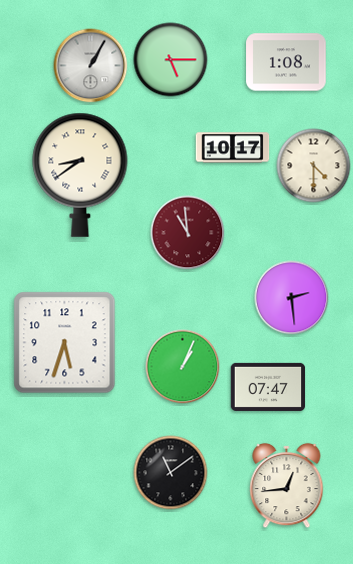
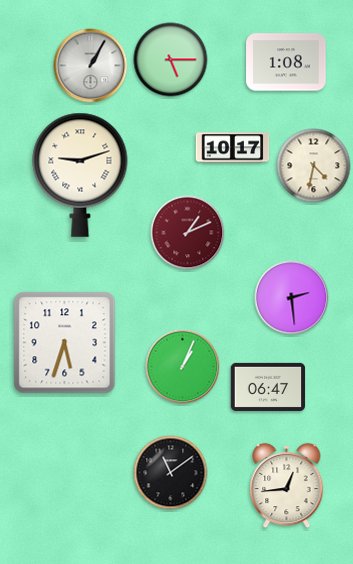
clock at (314, 166): 4:30 -> 4:32
clock at (80, 175): 8:39 -> 9:12
clock at (188, 233): 10:59 -> 1:11
clock at (268, 387): 07:47 -> 06:47
